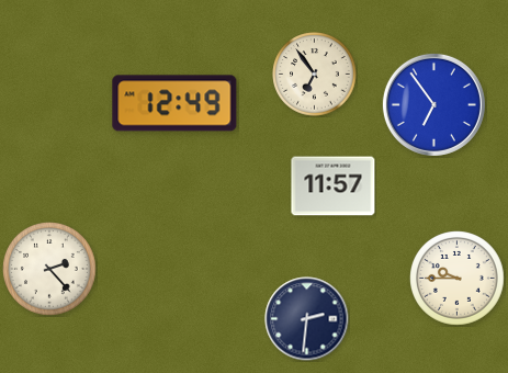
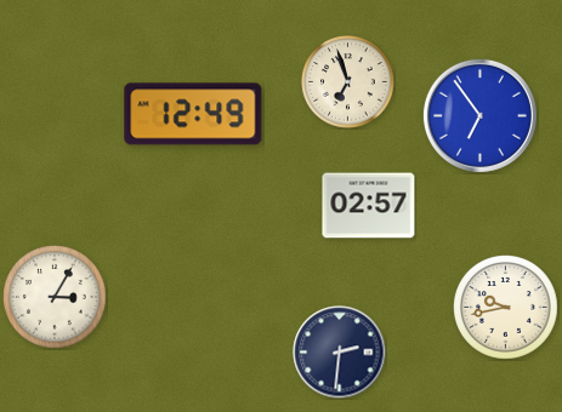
clock at (315, 75): 6:54 -> 6:57
clock at (334, 187): 11:57 -> 02:57
clock at (50, 270): 2:23 -> 3:05
clock at (458, 279): 9:45 -> 9:43
